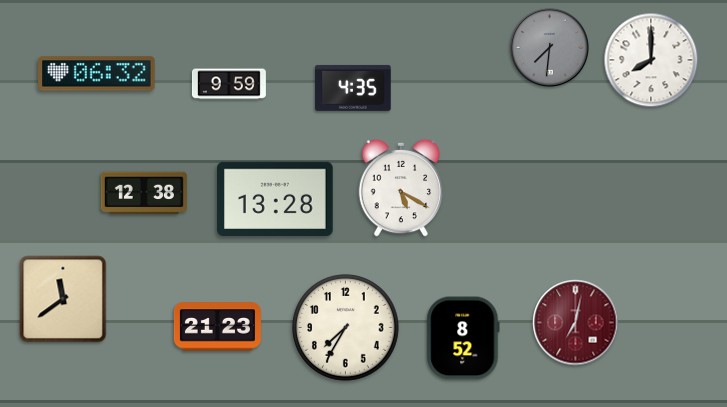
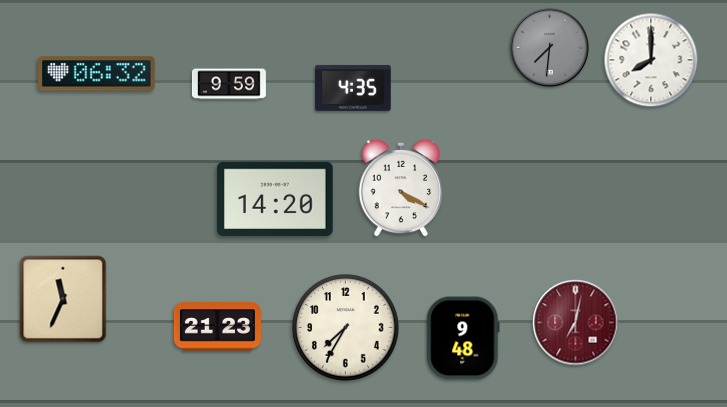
clock at (401, 188): 5:20 -> 4:20
clock at (144, 193): 12:38 -> none
clock at (276, 198): 13:28 -> 14:20
clock at (63, 299): 11:39 -> 11:34
clock at (463, 338): 8:52 -> 9:48
